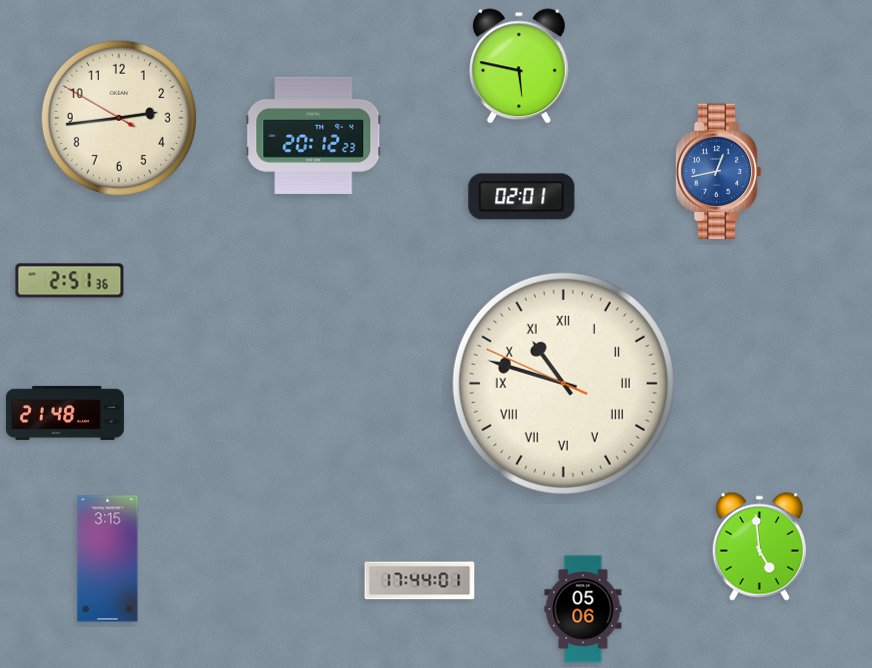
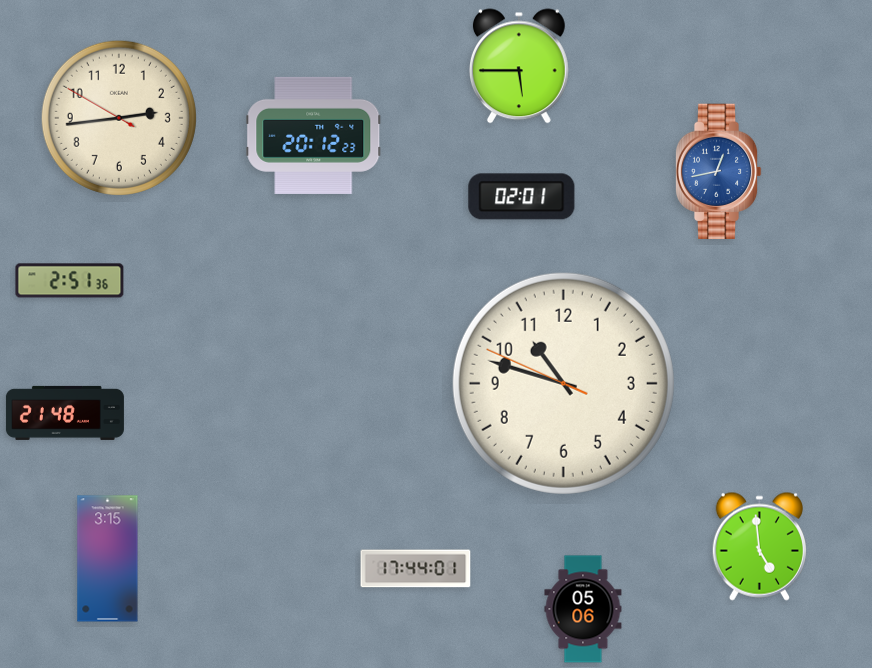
clock at (519, 66): 5:47 -> 5:45
clock at (563, 383) numerals: Roman -> Arabic
clock at (420, 581) position: (420, 581) -> (416, 569)
